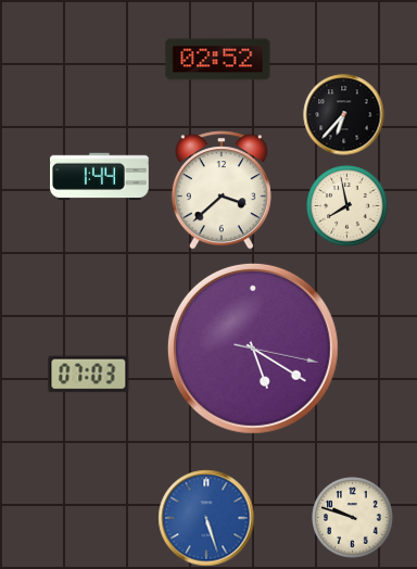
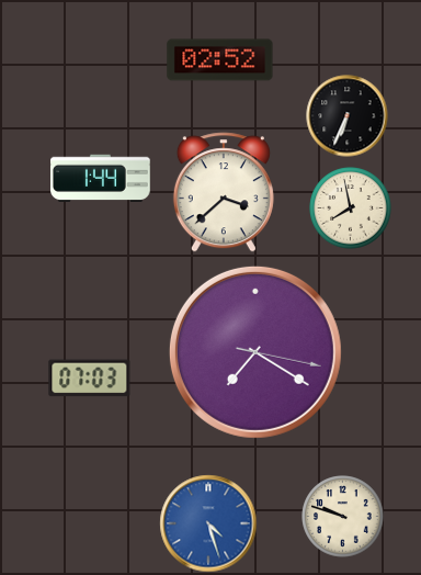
clock at (344, 115): 6:37 -> 6:34
clock at (253, 349): 5:20 -> 7:20
clock at (206, 518): 5:27 -> 4:27
clock at (353, 518) position: (353, 518) -> (343, 517)
